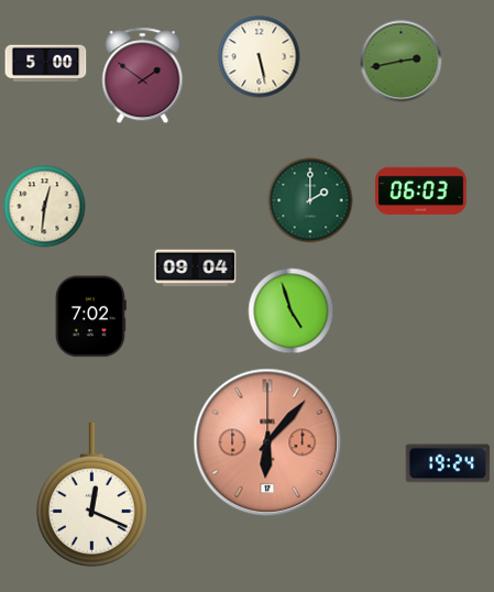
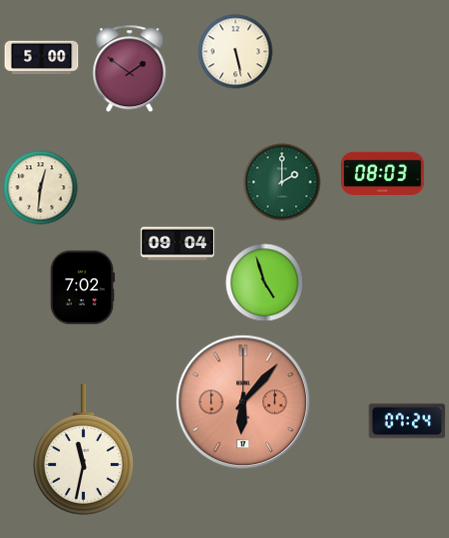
clock at (402, 62): 2:43 -> none
clock at (421, 190): 06:03 -> 08:03
clock at (448, 463): 19:24 -> 07:24
clock at (91, 495): 12:19 -> 11:32
